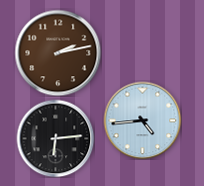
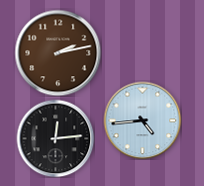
clock at (55, 138): 6:14 -> 12:14
